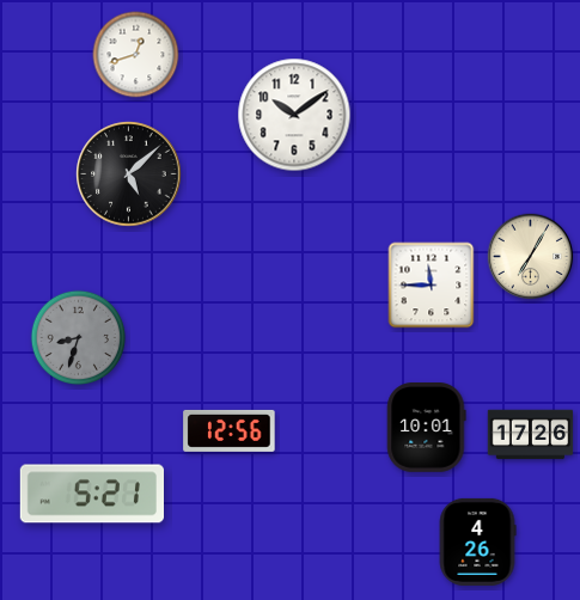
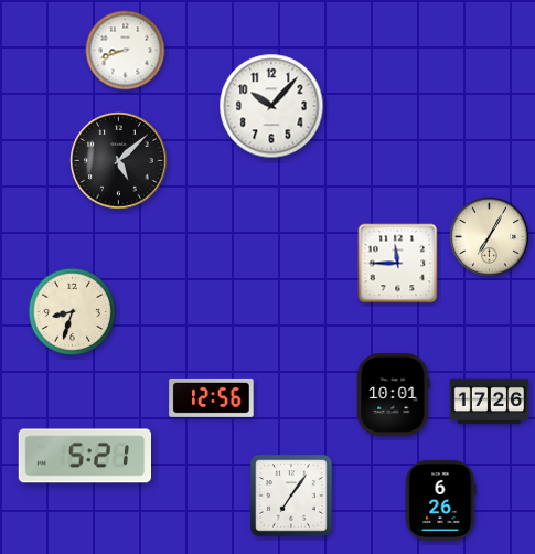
clock at (136, 55): 12:42 -> 8:42
clock at (294, 115): 10:09 -> 10:07
clock at (79, 338) dial: grey -> cream
clock at (291, 496): none -> 7:06
clock at (477, 541): 4:26 -> 6:26
